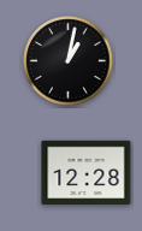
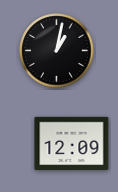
clock at (87, 173): 12:28 -> 12:09
